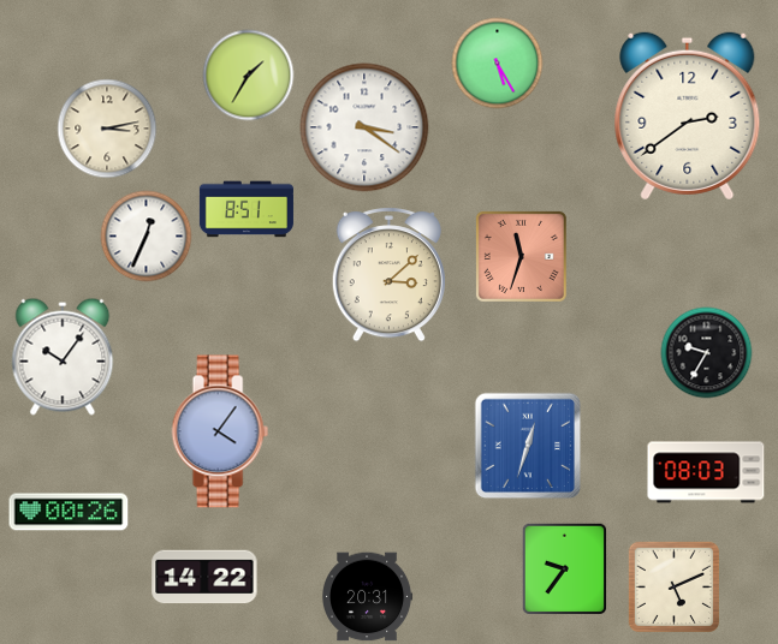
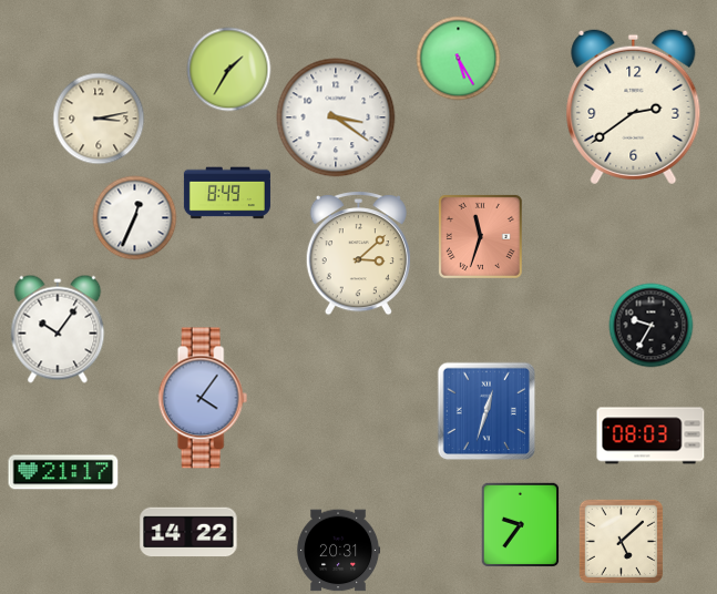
clock at (247, 209): 8:51 -> 8:49
clock at (69, 512): 00:26 -> 21:17
clock at (673, 586): 5:11 -> 5:08
